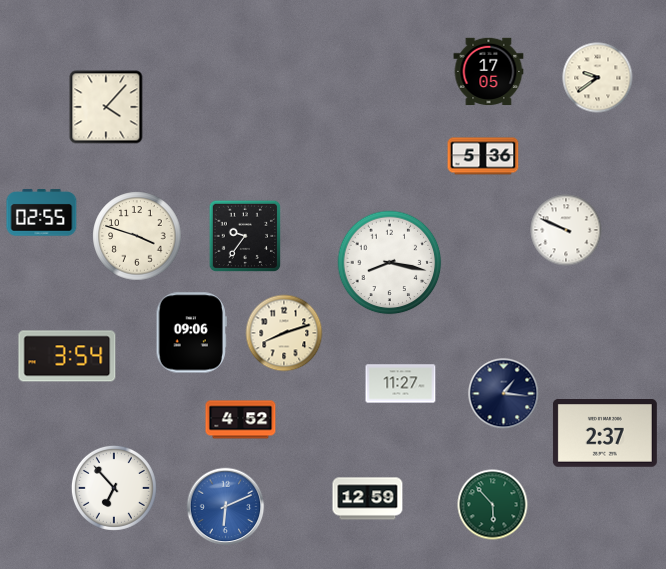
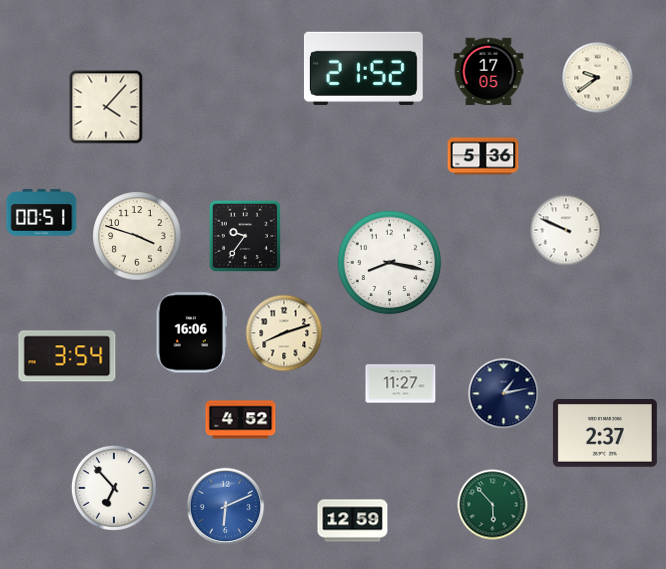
clock at (363, 68): none -> 21:52
clock at (42, 213): 02:55 -> 00:51
clock at (191, 333): 09:06 -> 16:06
clock at (504, 394): 1:16 -> 1:13
clock at (368, 499) position: (368, 499) -> (353, 521)
